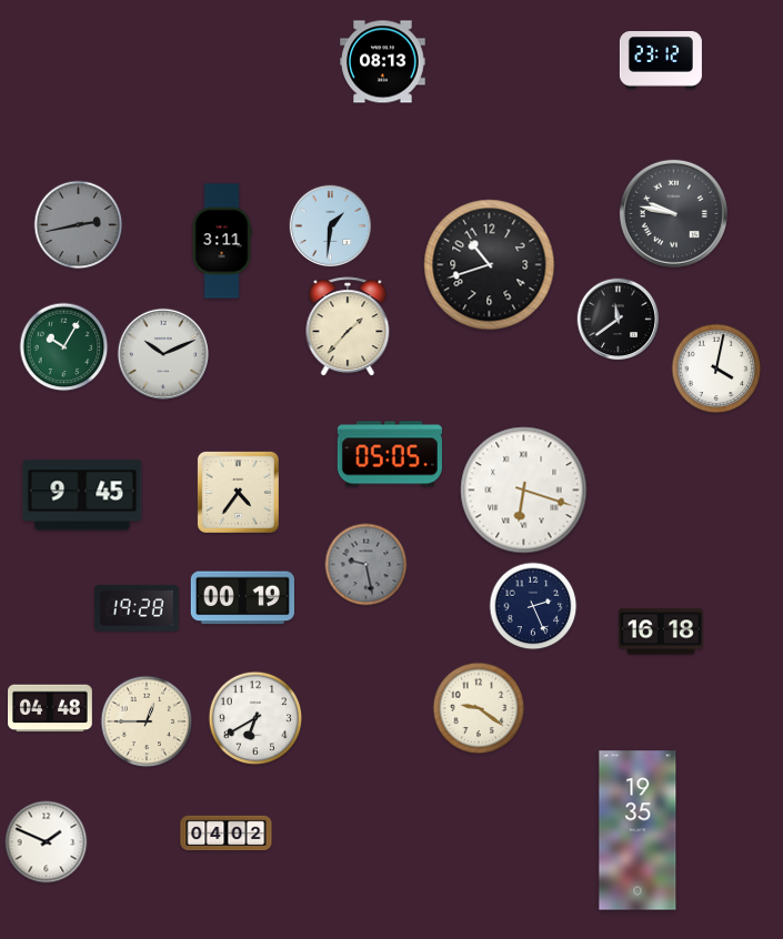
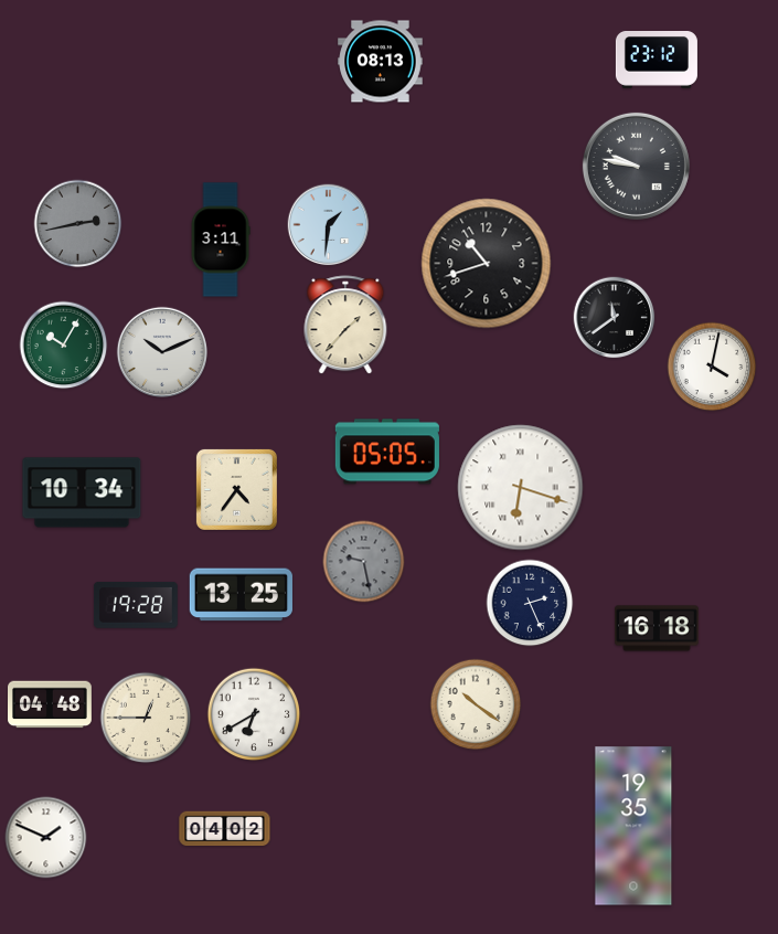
clock at (673, 213) position: (673, 213) -> (636, 166)
clock at (82, 495): 9:45 -> 10:34
clock at (242, 598): 00:19 -> 13:25
clock at (479, 708): 9:21 -> 10:21
